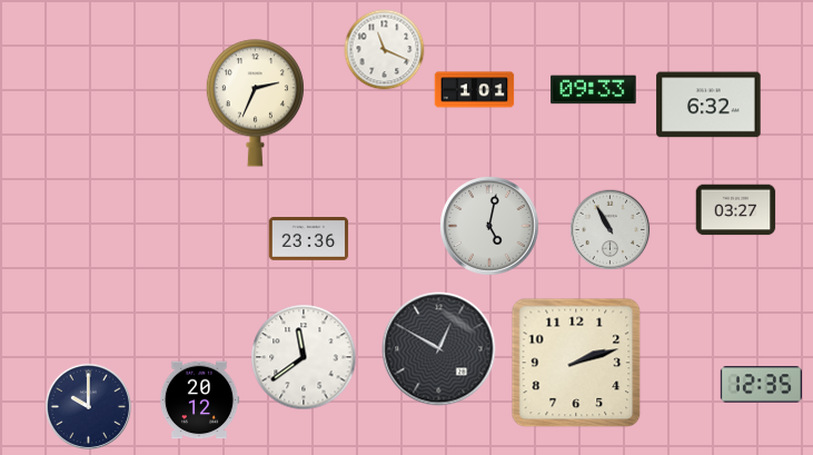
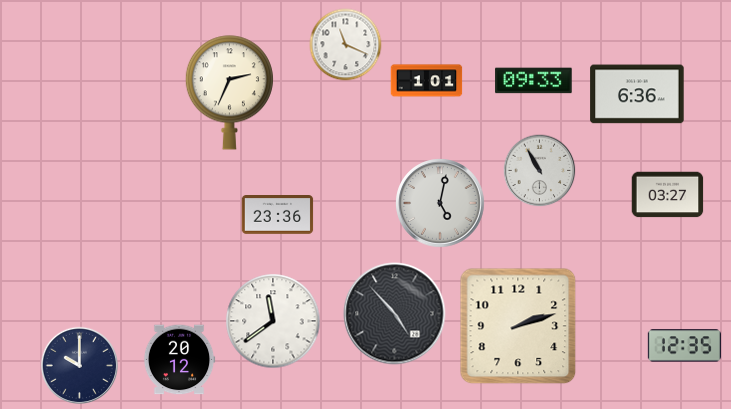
clock at (708, 105): 6:32 -> 6:36
clock at (736, 210) position: (736, 210) -> (668, 195)
clock at (611, 230) position: (611, 230) -> (540, 171)
clock at (439, 349): 12:50 -> 4:53
